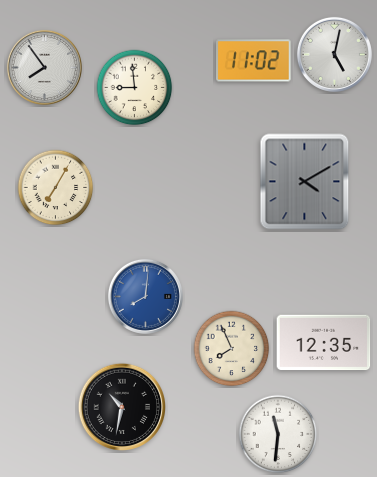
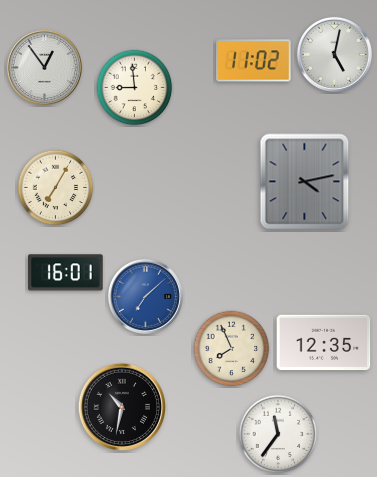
clock at (44, 67): 7:54 -> 12:54
clock at (305, 182): 4:10 -> 4:13
clock at (66, 273): none -> 16:01
clock at (145, 296): 8:01 -> 7:08
clock at (278, 434): 11:31 -> 11:36
